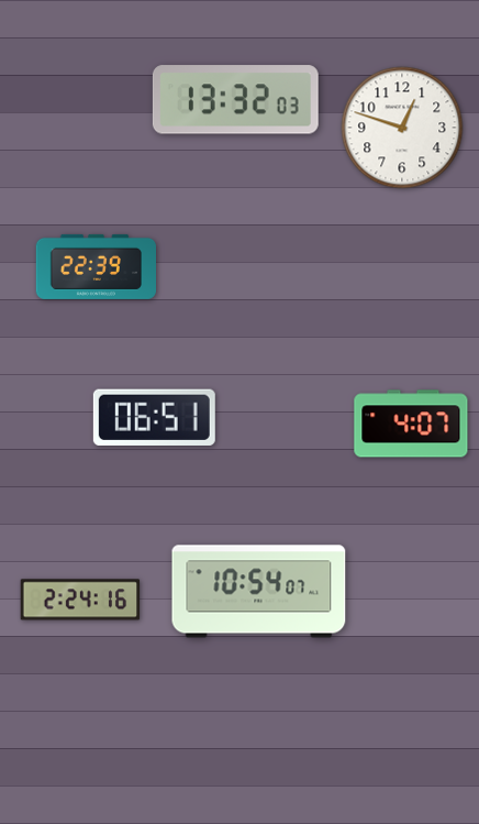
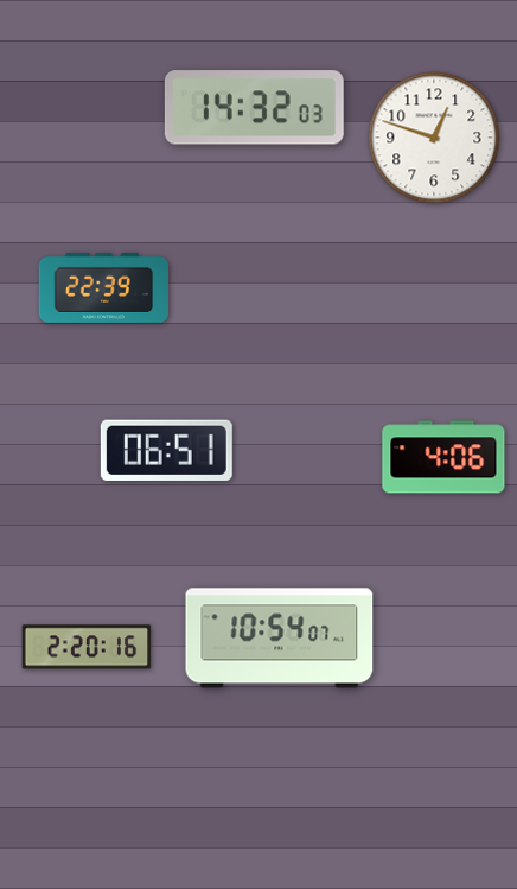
clock at (235, 100): 13:32 -> 14:32
clock at (411, 424): 4:07 -> 4:06
clock at (80, 600): 2:24 -> 2:20
